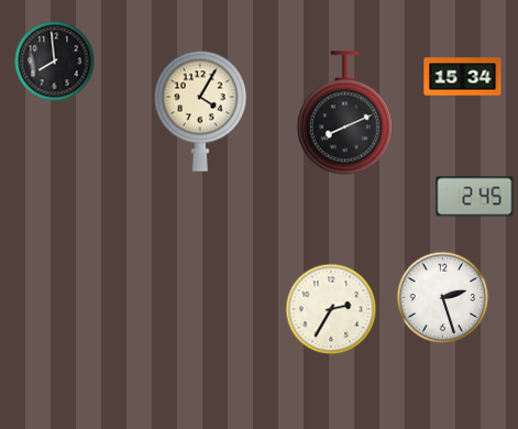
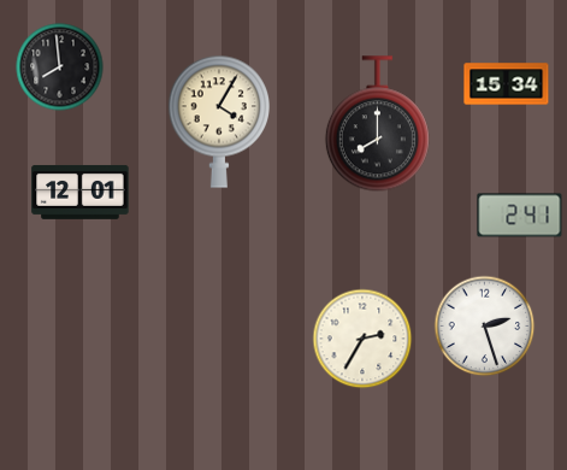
clock at (344, 113): 8:11 -> 8:00
clock at (81, 192): none -> 12:01
clock at (475, 197): 2:45 -> 2:41
